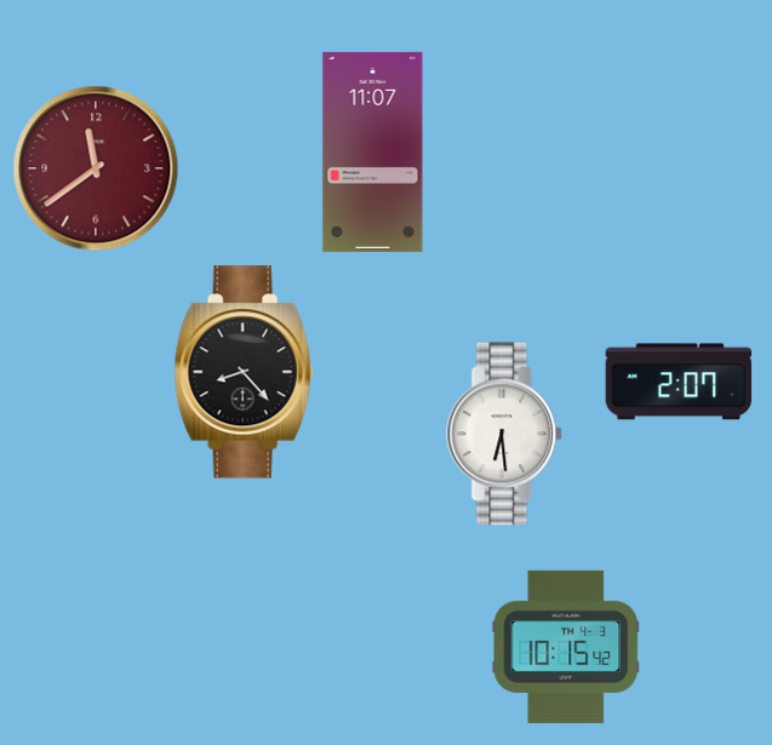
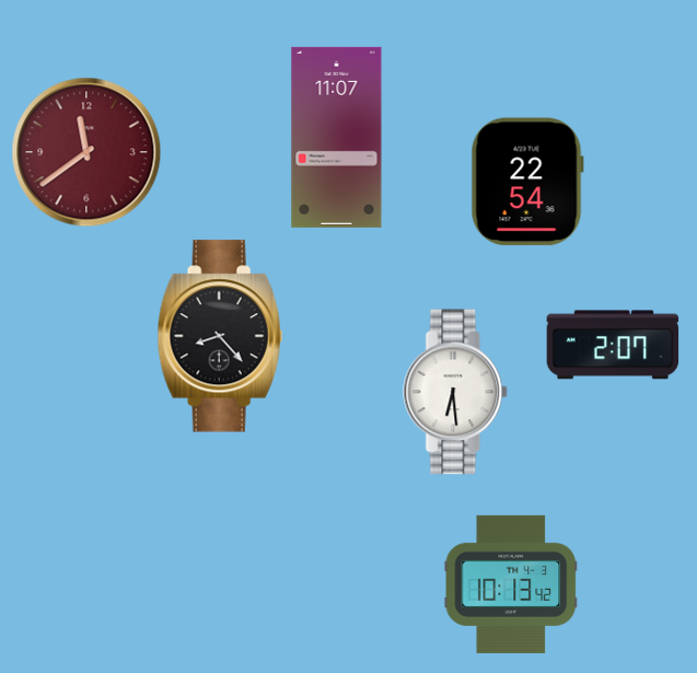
clock at (527, 182): none -> 22:54
clock at (566, 647): 10:15 -> 10:13
